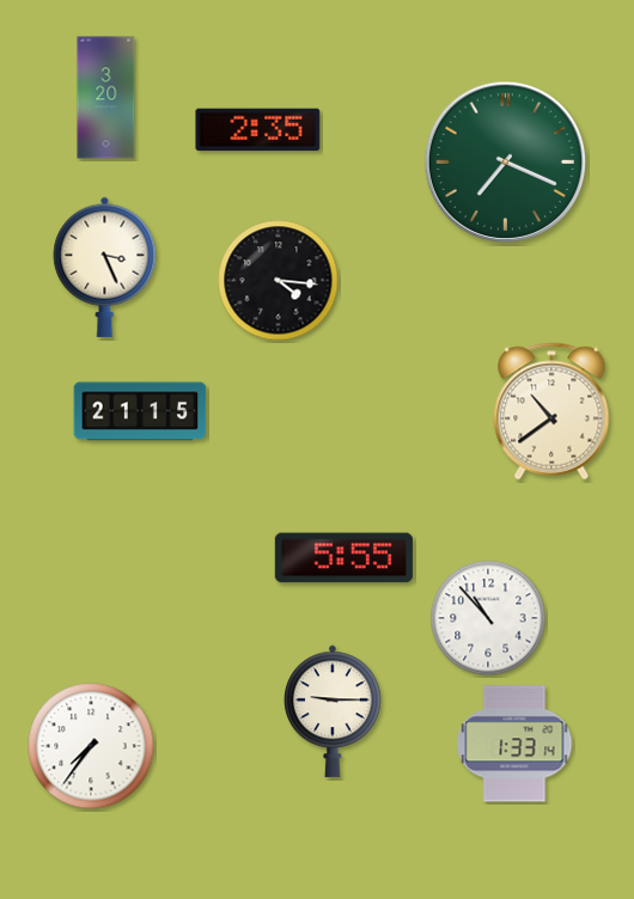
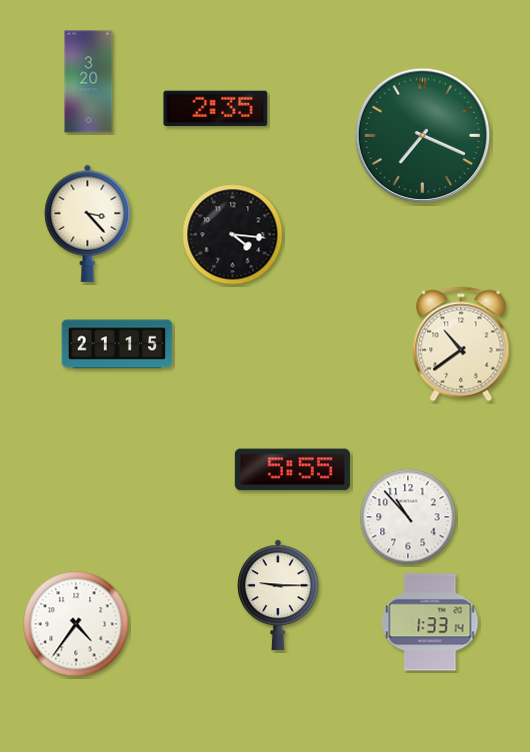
clock at (105, 267): 3:26 -> 3:23
clock at (343, 558) position: (343, 558) -> (292, 470)
clock at (91, 746): 7:36 -> 4:36
